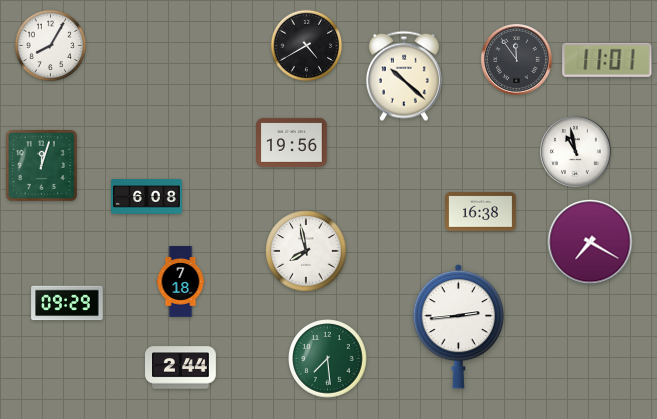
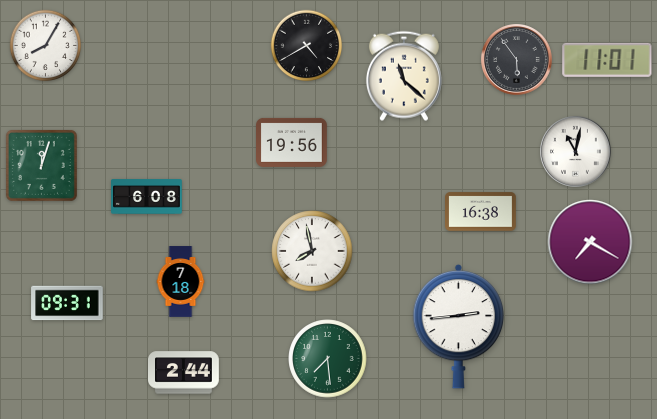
clock at (51, 46) position: (51, 46) -> (46, 46)
clock at (517, 60): 11:54 -> 5:54
clock at (404, 76): 10:22 -> 11:22
clock at (576, 152): 10:58 -> 11:02
clock at (306, 251) position: (306, 251) -> (312, 251)
clock at (67, 303): 09:29 -> 09:31
clock at (181, 368) position: (181, 368) -> (184, 373)
